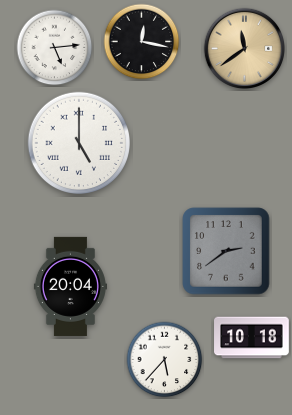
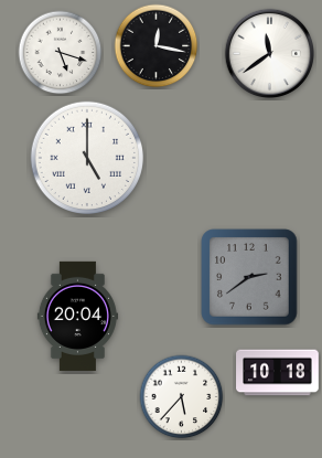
clock at (55, 48): 5:14 -> 5:18
clock at (244, 48) dial: champagne -> white
